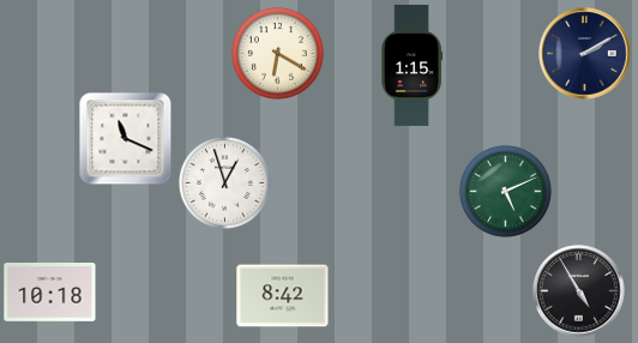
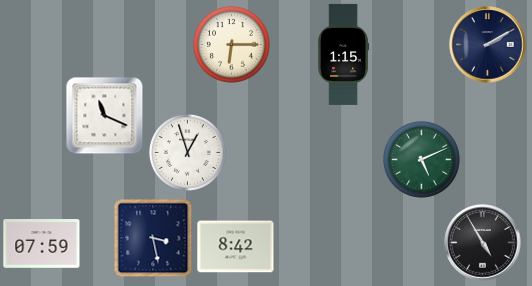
clock at (277, 53): 6:20 -> 6:15
clock at (153, 238): none -> 3:28
clock at (50, 293): 10:18 -> 07:59
